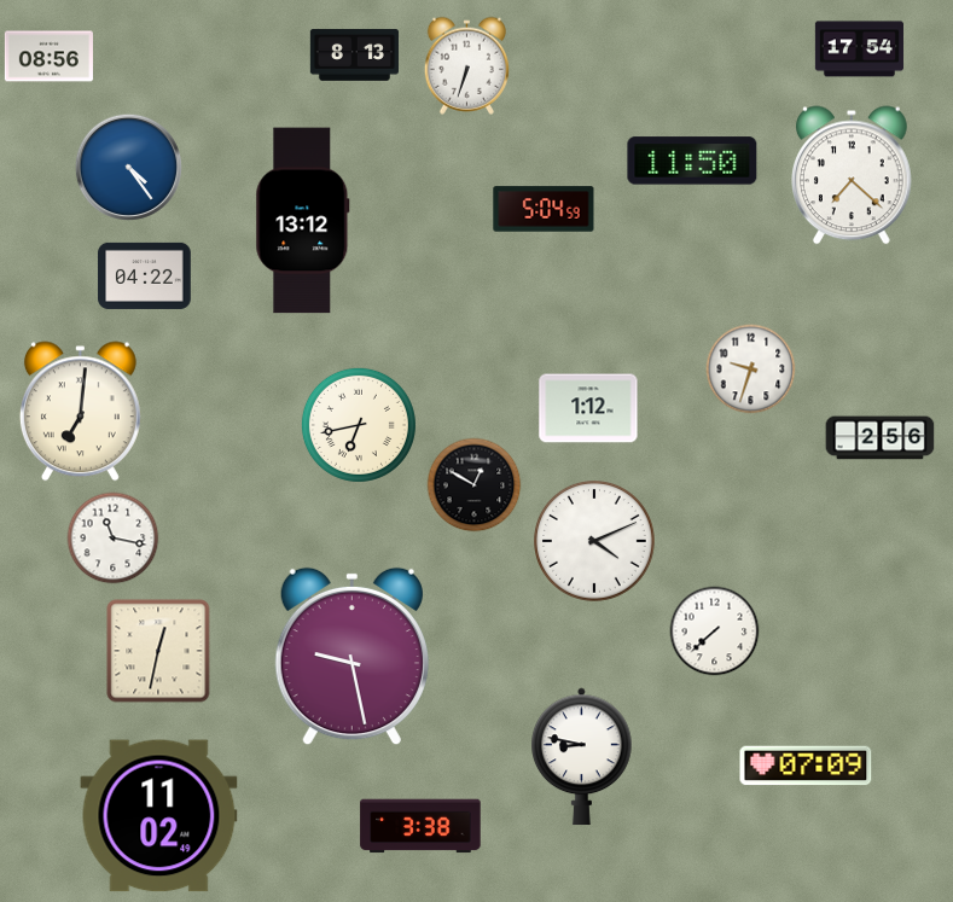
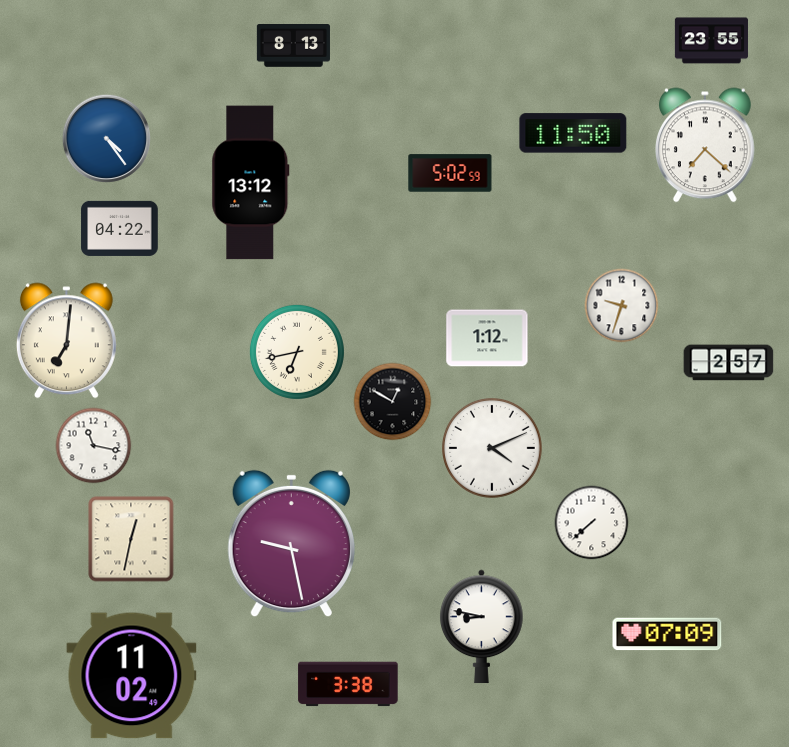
clock at (859, 50): 17:54 -> 23:55
clock at (48, 57): 08:56 -> none
clock at (466, 65): 6:33 -> none
clock at (544, 209): 5:04 -> 5:02
clock at (881, 438): 2:56 -> 2:57
